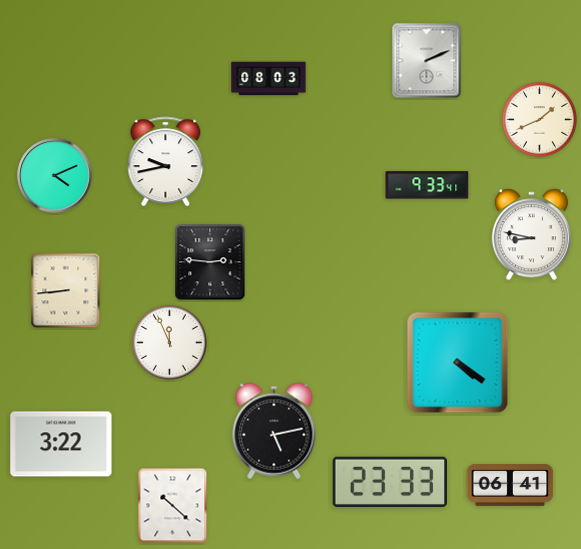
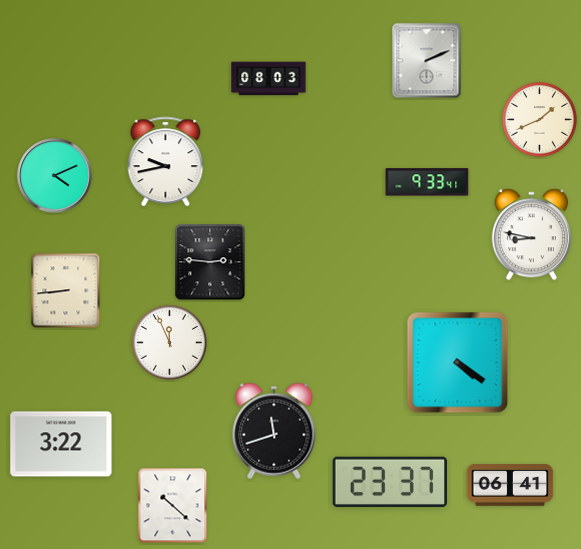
clock at (427, 185) position: (427, 185) -> (427, 182)
clock at (274, 431): 5:13 -> 11:42
clock at (390, 482): 23:33 -> 23:37
